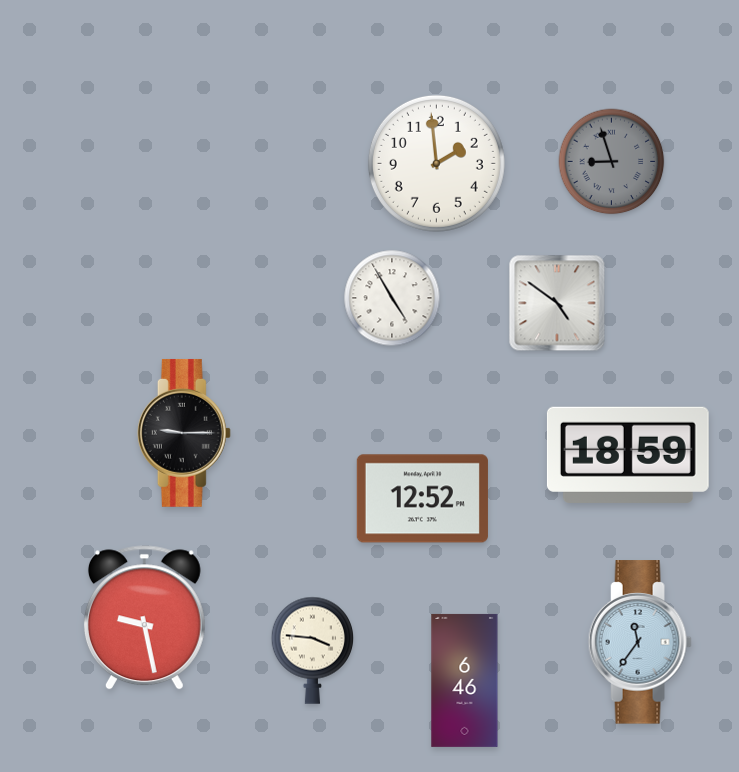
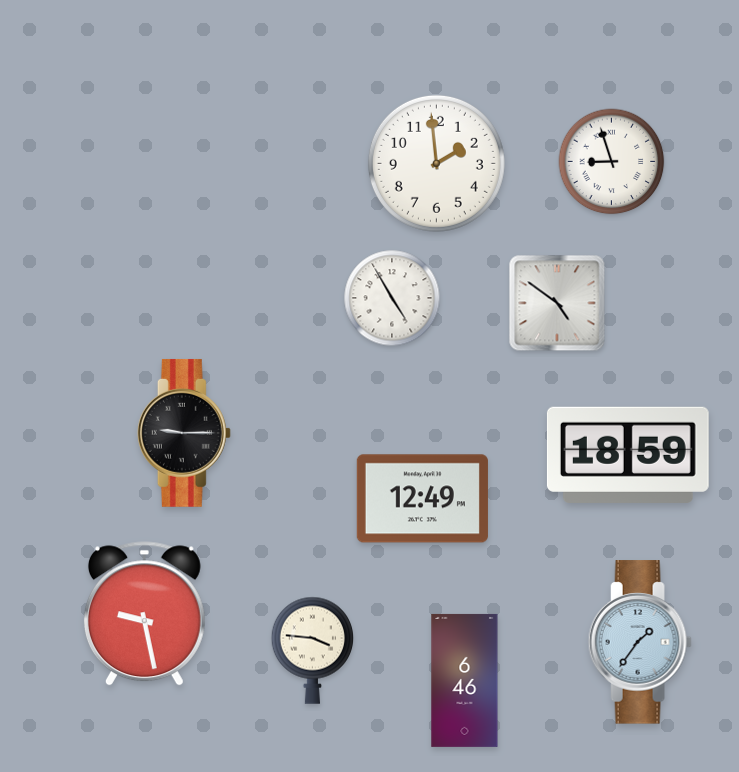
clock at (612, 162) dial: grey -> white
clock at (422, 499): 12:52 -> 12:49
clock at (144, 618) position: (144, 618) -> (144, 614)
clock at (640, 642): 11:36 -> 1:36
